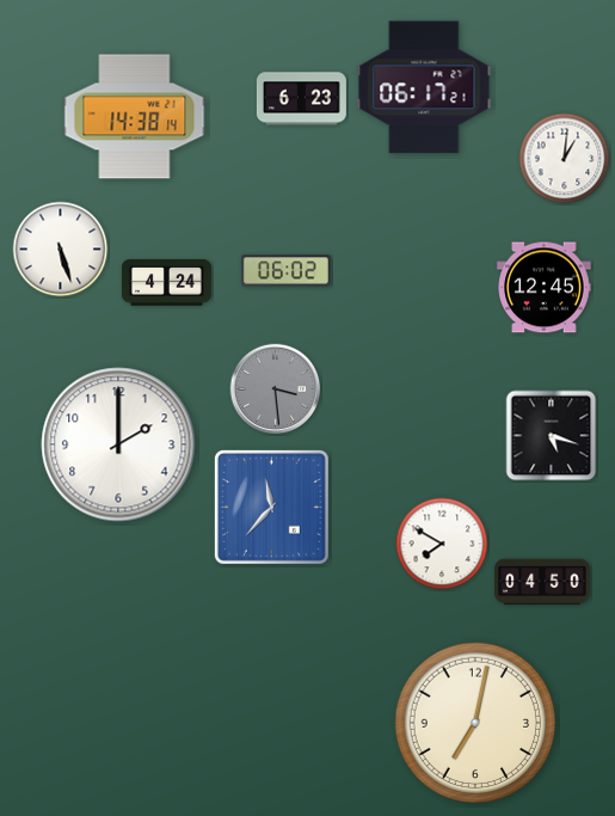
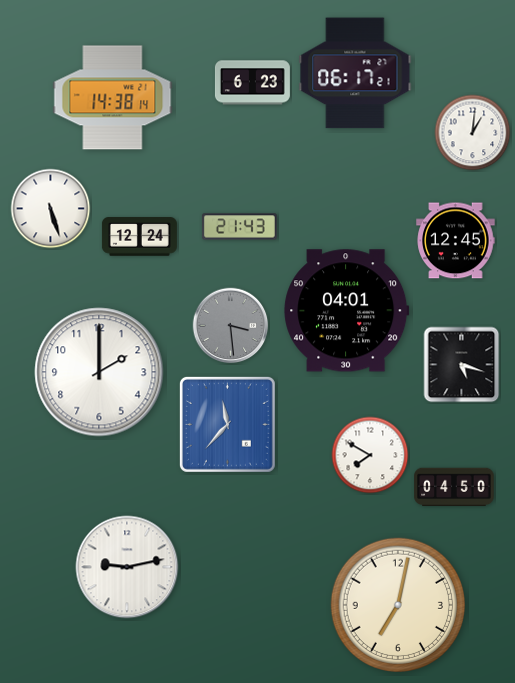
clock at (285, 271): 06:02 -> 21:43
clock at (166, 283): 4:24 -> 12:24
clock at (347, 311): none -> 04:01
clock at (127, 567): none -> 9:13
